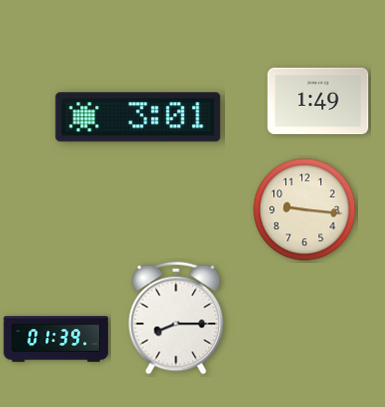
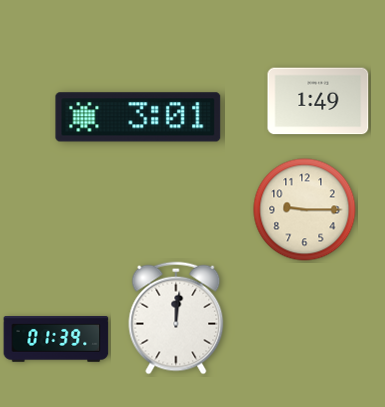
clock at (305, 210): 9:16 -> 9:15
clock at (176, 318): 8:15 -> 12:01
